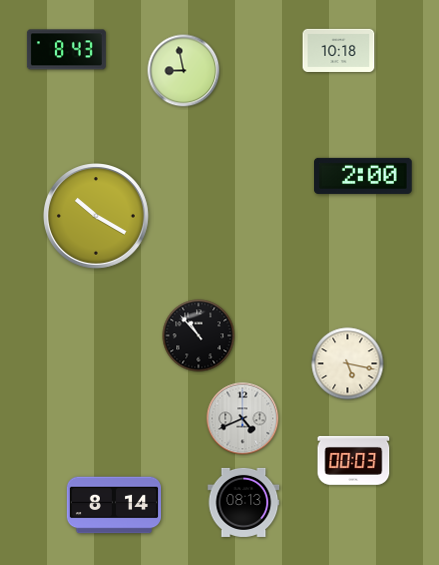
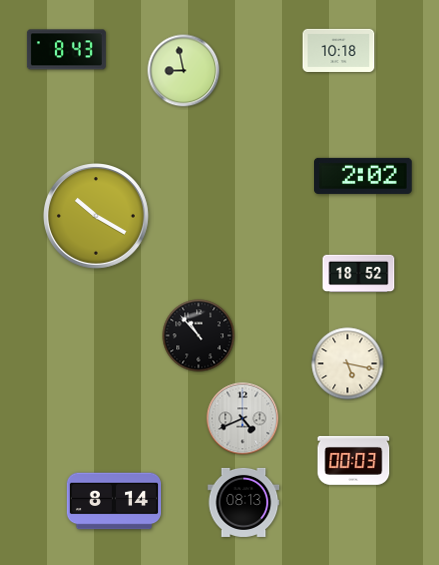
clock at (363, 176): 2:00 -> 2:02
clock at (359, 274): none -> 18:52
clock at (114, 505) position: (114, 505) -> (114, 501)
